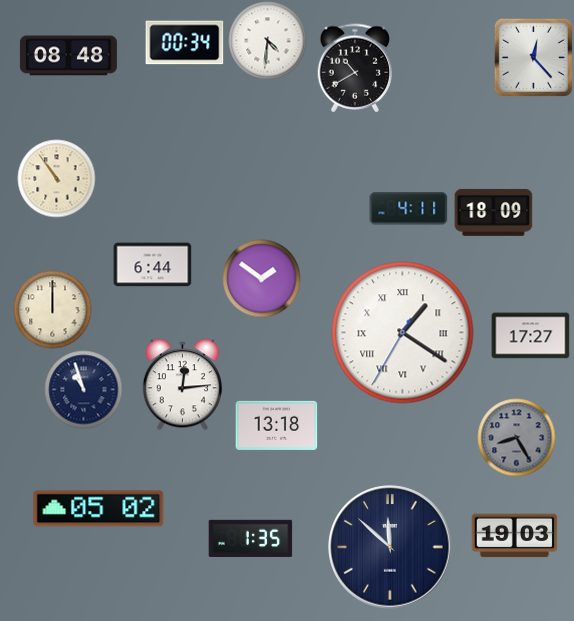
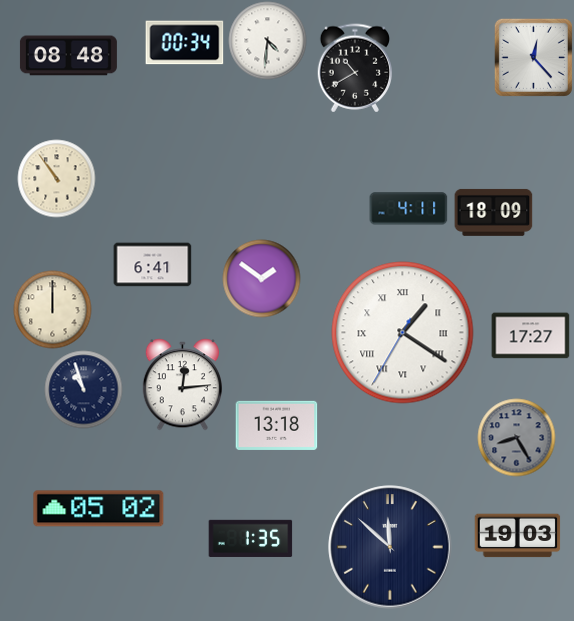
clock at (152, 265): 6:44 -> 6:41
clock at (514, 536) position: (514, 536) -> (517, 536)
